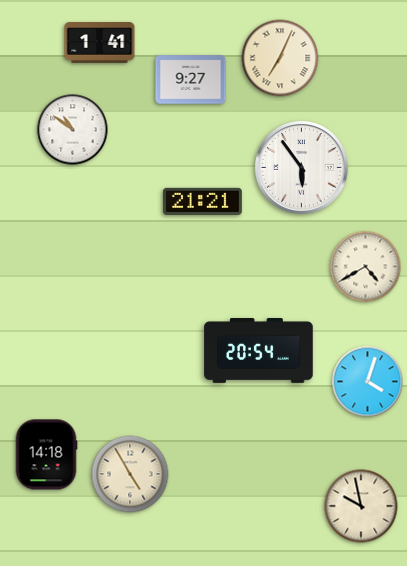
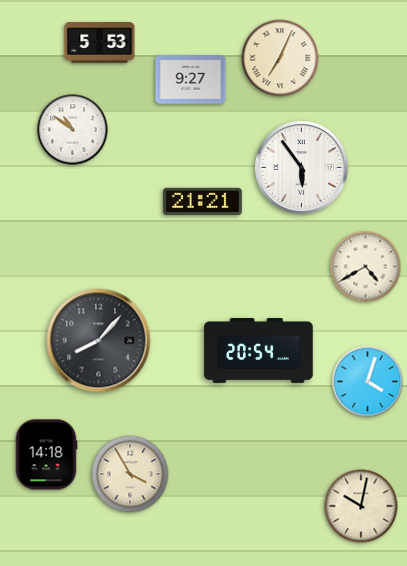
clock at (100, 43): 1:41 -> 5:53
clock at (99, 341): none -> 8:07
clock at (130, 474): 4:55 -> 3:55
clock at (361, 506): 9:58 -> 10:02
